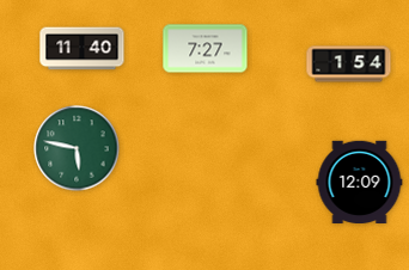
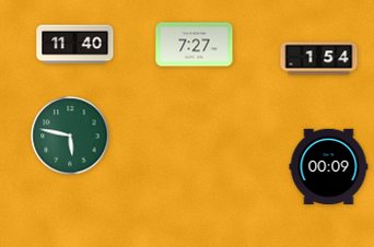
clock at (206, 49) position: (206, 49) -> (195, 45)
clock at (360, 182): 12:09 -> 00:09
